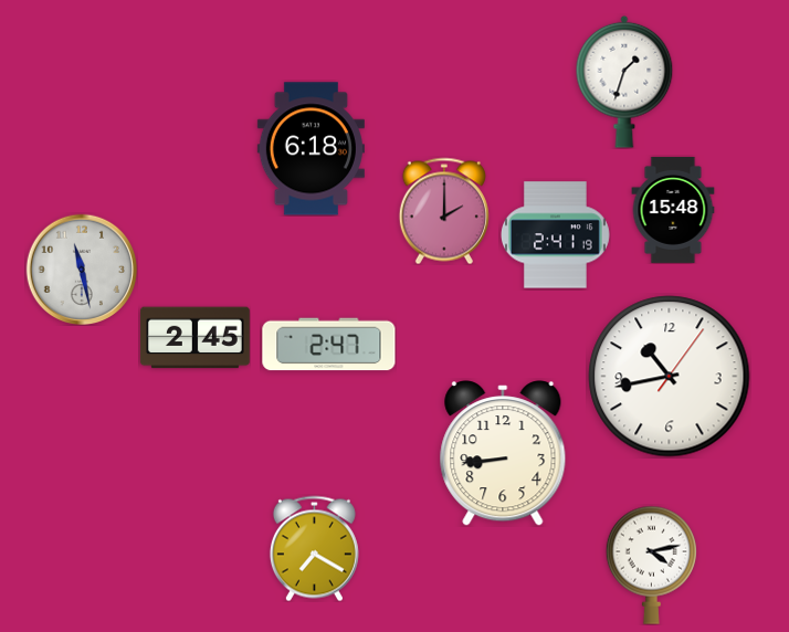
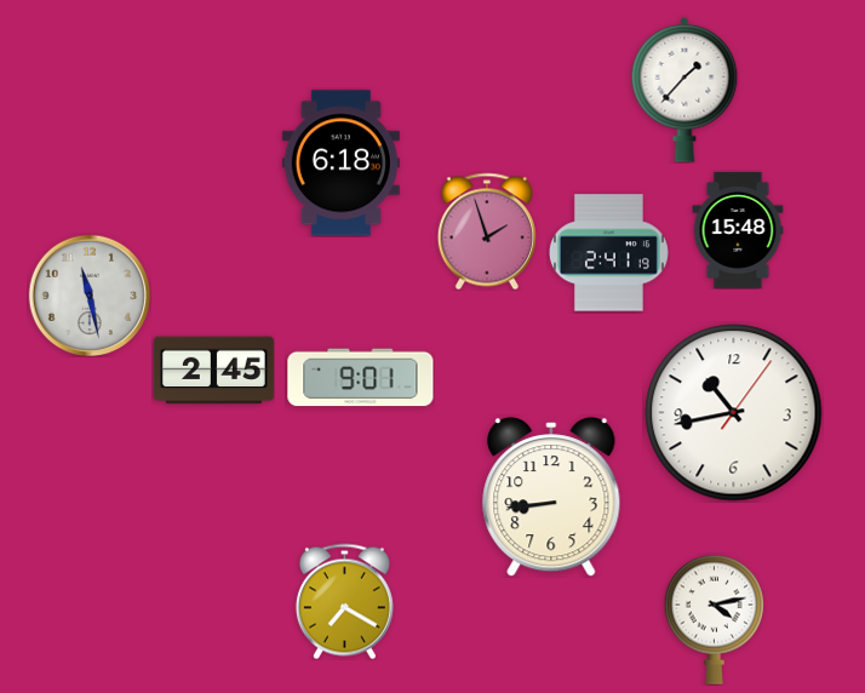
clock at (624, 82): 1:33 -> 1:37
clock at (444, 211): 2:00 -> 1:57
clock at (555, 235) position: (555, 235) -> (608, 253)
clock at (329, 345): 2:47 -> 9:01
